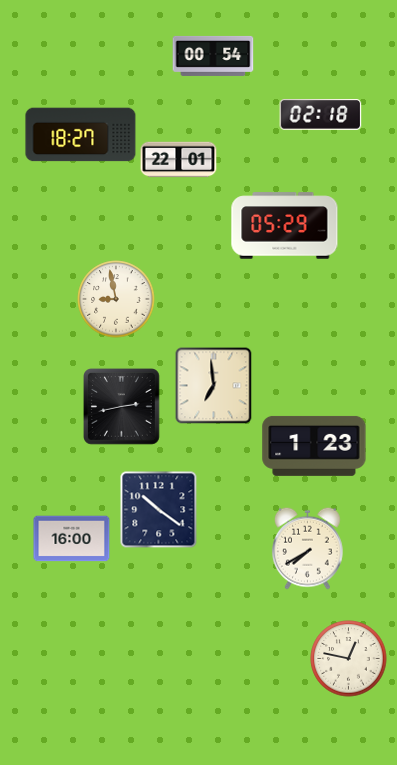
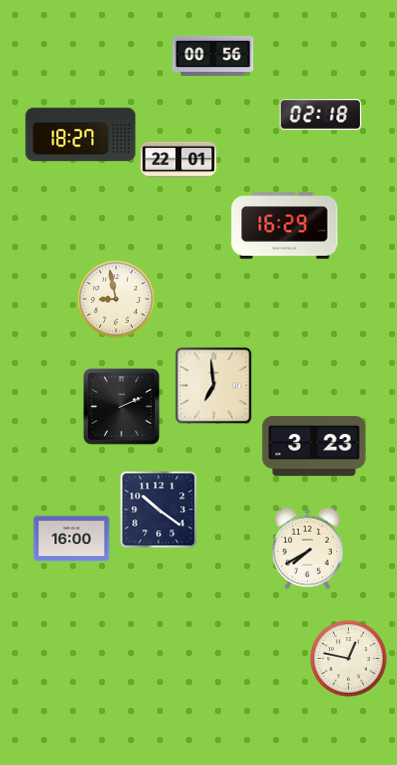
clock at (213, 56): 00:54 -> 00:56
clock at (285, 226): 05:29 -> 16:29
clock at (122, 407): 2:43 -> 2:11
clock at (314, 446): 1:23 -> 3:23
